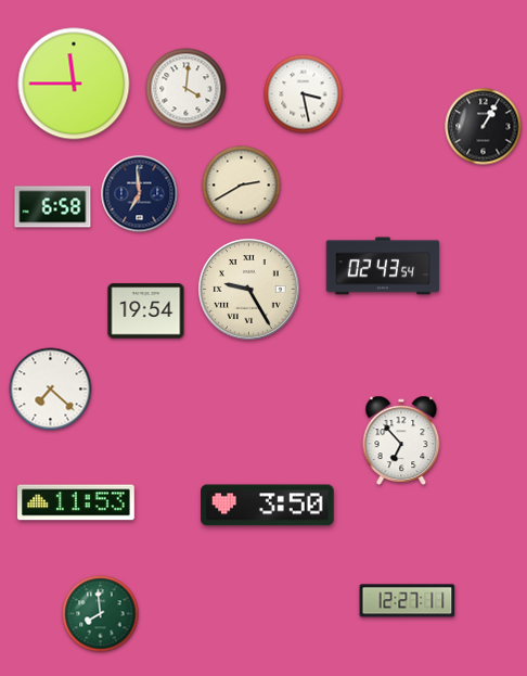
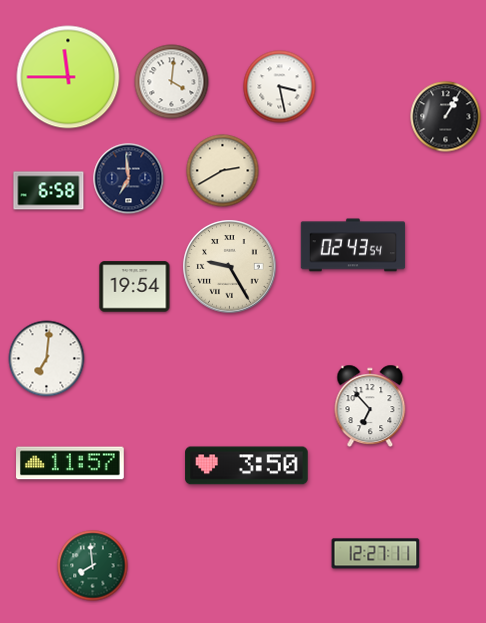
clock at (51, 390): 7:22 -> 7:01
clock at (76, 502): 11:53 -> 11:57
